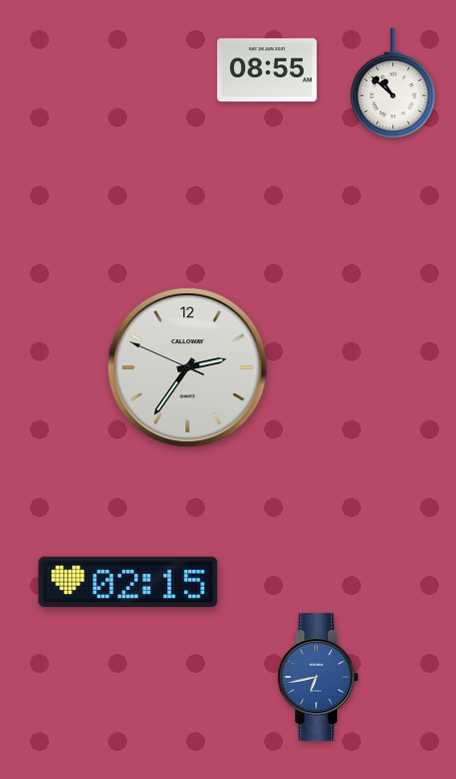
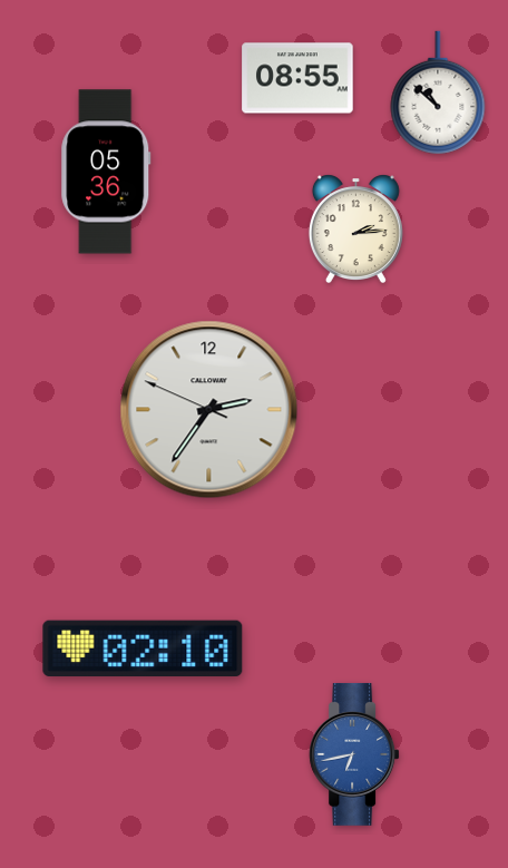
clock at (106, 172): none -> 05:36
clock at (355, 228): none -> 2:14
clock at (128, 581): 02:15 -> 02:10
